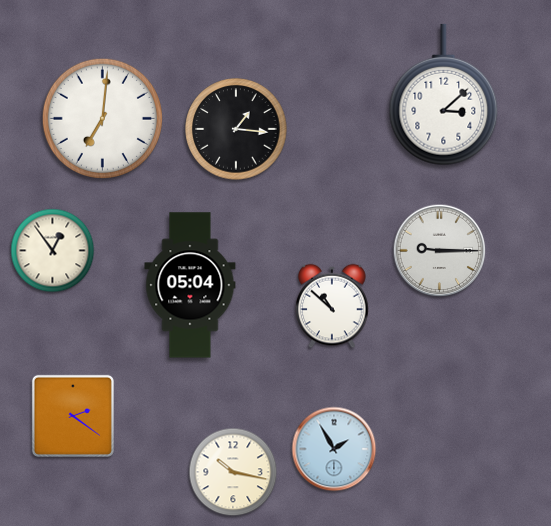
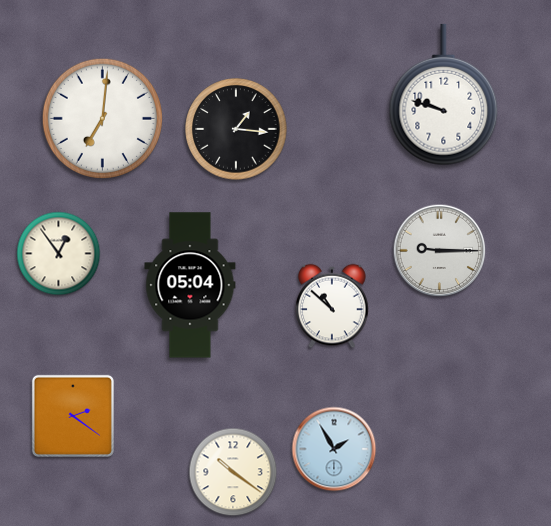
clock at (444, 95): 3:08 -> 9:48
clock at (53, 251) position: (53, 251) -> (59, 254)
clock at (233, 472): 10:17 -> 10:21
